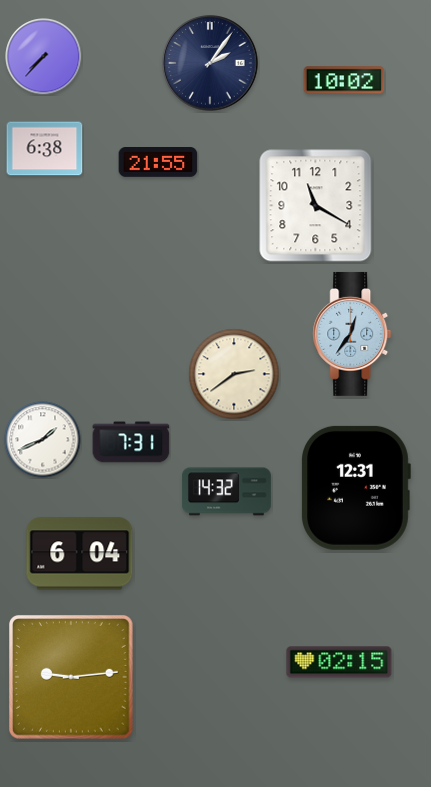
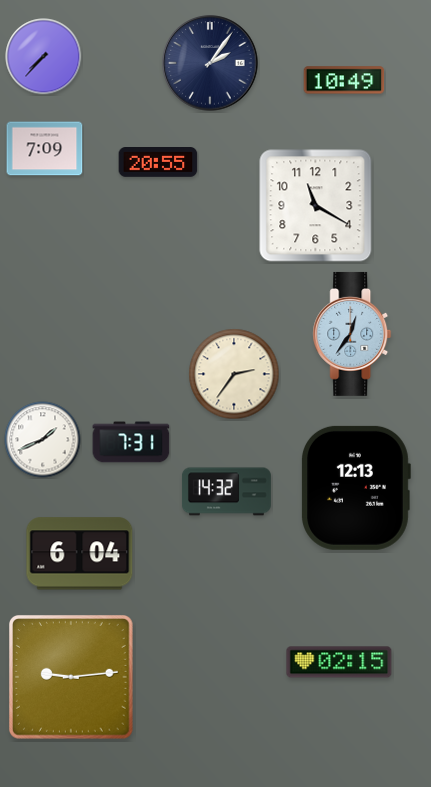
clock at (344, 80): 10:02 -> 10:49
clock at (45, 149): 6:38 -> 7:09
clock at (158, 163): 21:55 -> 20:55
clock at (234, 374): 2:39 -> 2:36
clock at (356, 488): 12:31 -> 12:13
